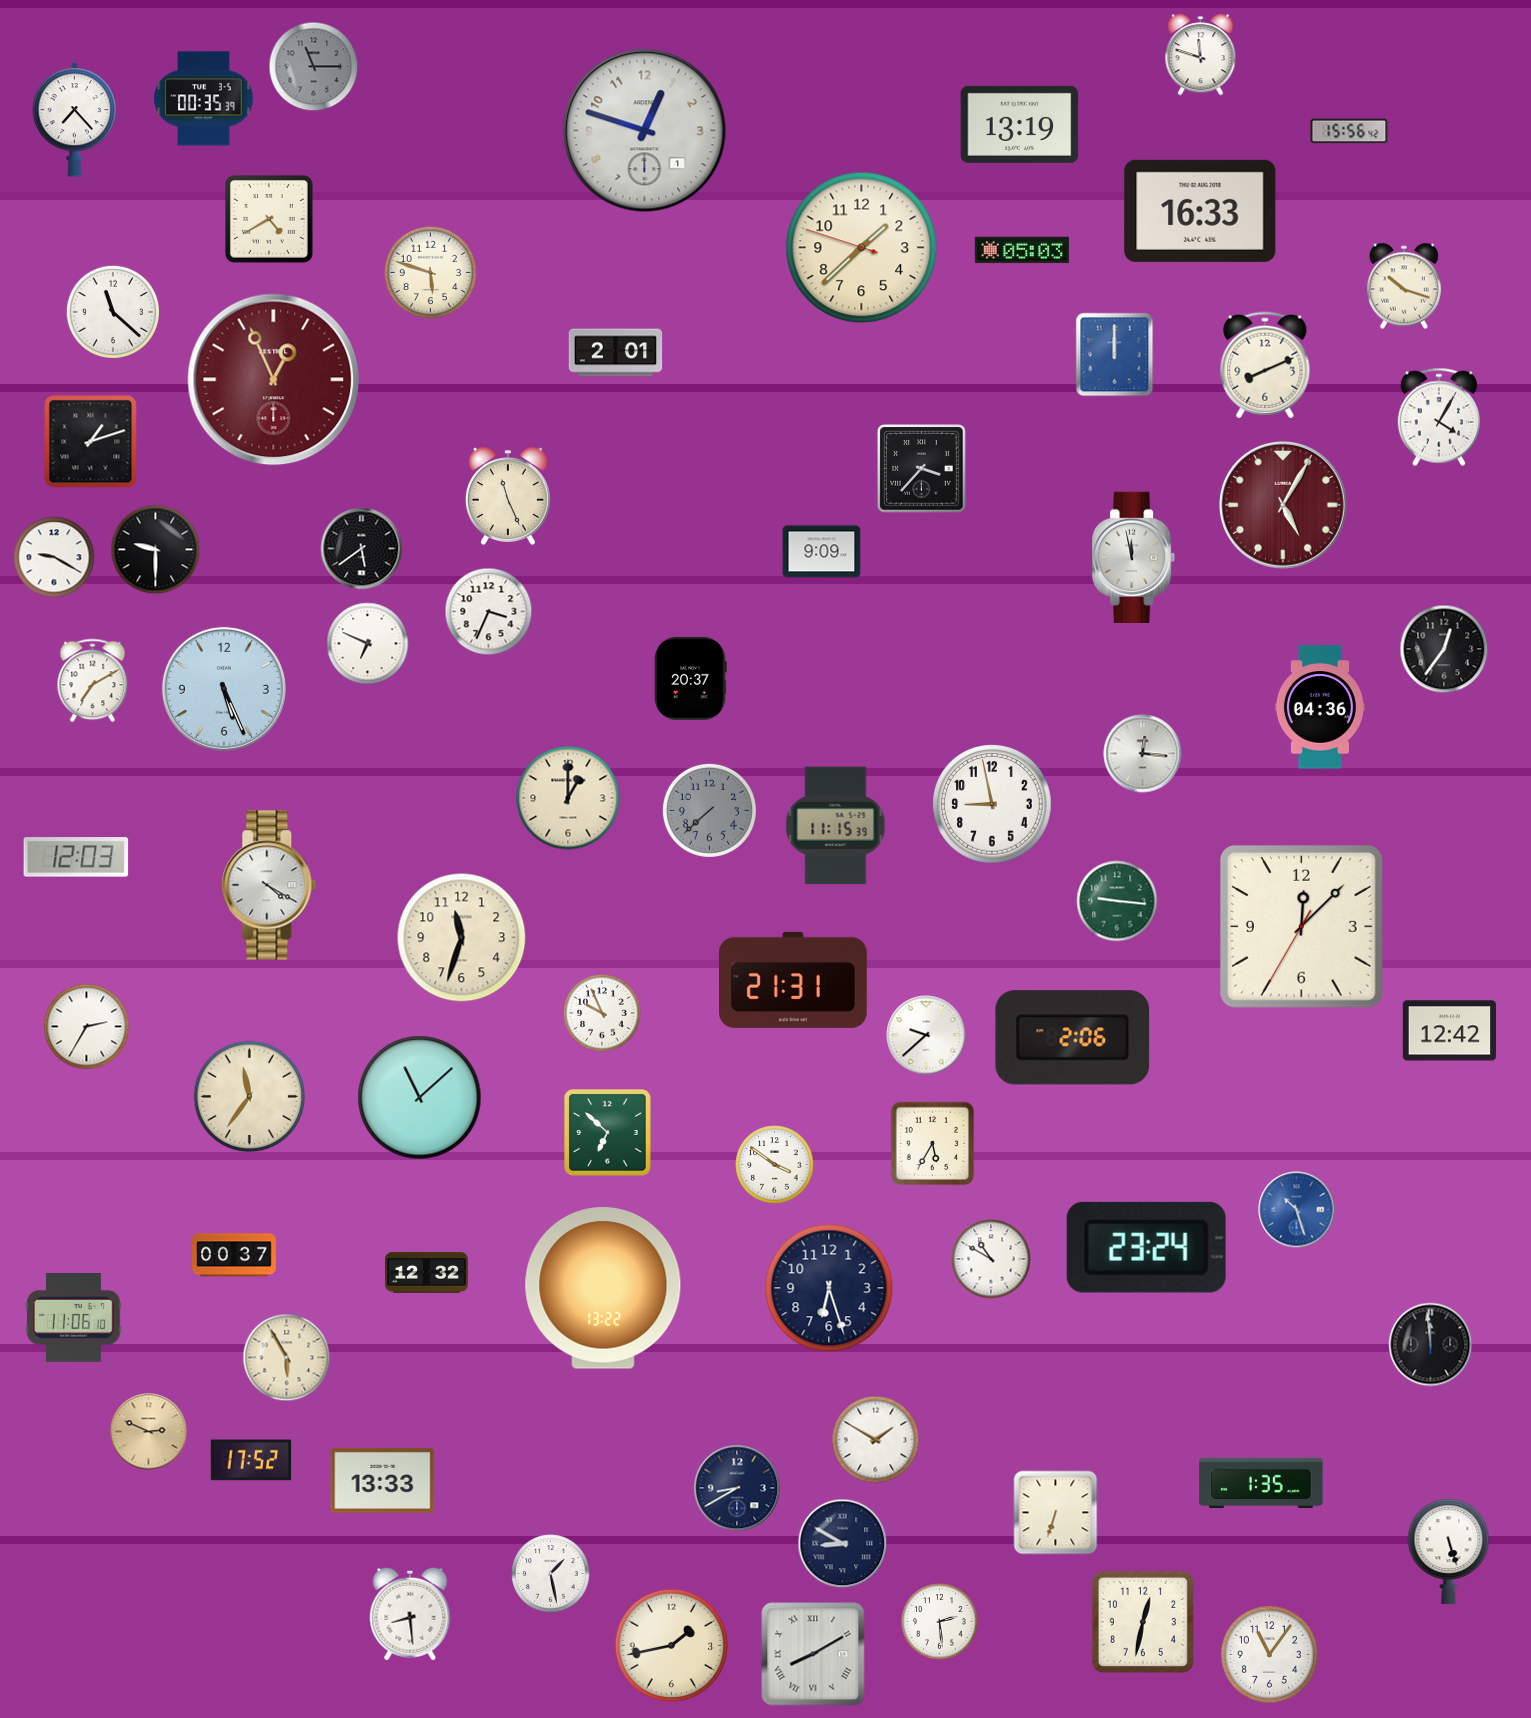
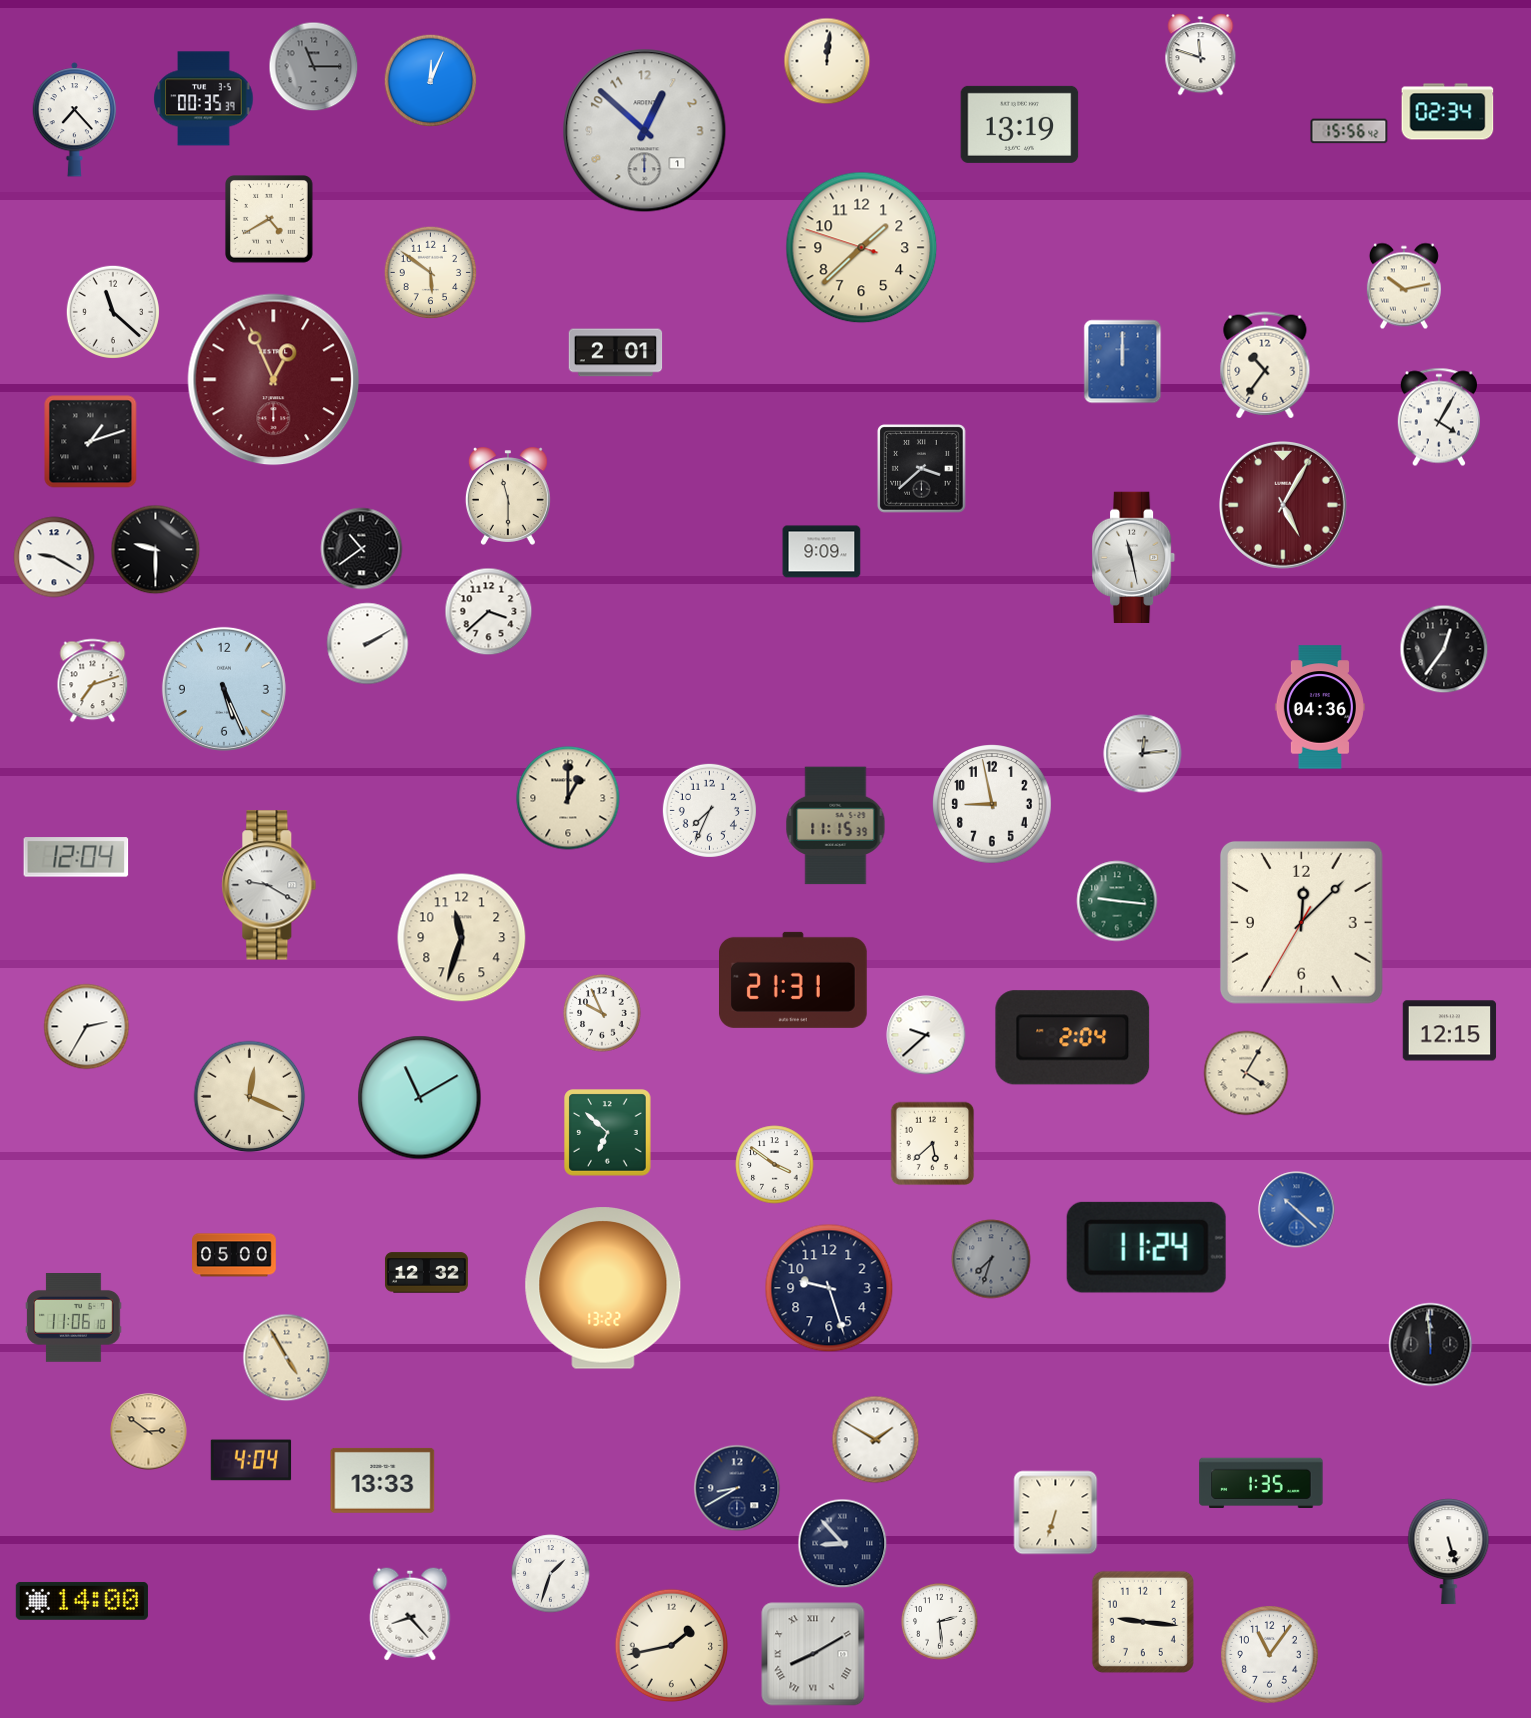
clock at (827, 61): none -> 12:01
clock at (431, 81): none -> 12:04
clock at (1448, 112): none -> 02:34
clock at (645, 131): 12:48 -> 12:52
clock at (1200, 211): 16:33 -> none
clock at (1022, 250): 05:03 -> none
clock at (431, 273): 5:48 -> 5:51
clock at (1404, 286): 10:18 -> 10:13
clock at (1115, 355) position: (1115, 355) -> (1123, 362)
clock at (1265, 365): 8:11 -> 10:36
clock at (922, 469): 3:37 -> 3:38
clock at (508, 496): 11:26 -> 11:30
clock at (362, 549): 5:39 -> 10:39
clock at (1135, 558): 11:58 -> 11:28
clock at (489, 612): 3:34 -> 3:38
clock at (368, 644): 6:49 -> 2:10
clock at (691, 678): 20:37 -> none
clock at (93, 681): 7:10 -> 7:12
clock at (1143, 754): 12:16 -> 12:14
clock at (709, 810): 7:38 -> 7:34
clock at (709, 810) dial: grey -> white
clock at (76, 857): 12:03 -> 12:04
clock at (269, 885): 4:20 -> 9:20
clock at (1301, 926) position: (1301, 926) -> (1301, 922)
clock at (1450, 1031): 12:42 -> 12:15
clock at (1073, 1038): 2:06 -> 2:04
clock at (1246, 1073): none -> 4:05
clock at (250, 1097): 11:36 -> 12:19
clock at (420, 1098): 11:08 -> 11:10
clock at (933, 1144): 5:35 -> 5:38
clock at (1297, 1210): 10:27 -> 10:22
clock at (1146, 1247): 23:24 -> 11:24
clock at (234, 1255): 00:37 -> 05:00
clock at (991, 1259): 10:50 -> 7:33
clock at (991, 1259) dial: white -> grey
clock at (829, 1288): 6:27 -> 9:27
clock at (287, 1358): 5:55 -> 4:55
clock at (149, 1432): 2:49 -> 2:51
clock at (251, 1460): 17:52 -> 4:04
clock at (843, 1544): 8:50 -> 8:53
clock at (551, 1574): 1:28 -> 1:33
clock at (82, 1601): none -> 14:00
clock at (410, 1614): 8:29 -> 8:23
clock at (1143, 1622): 12:32 -> 9:16
